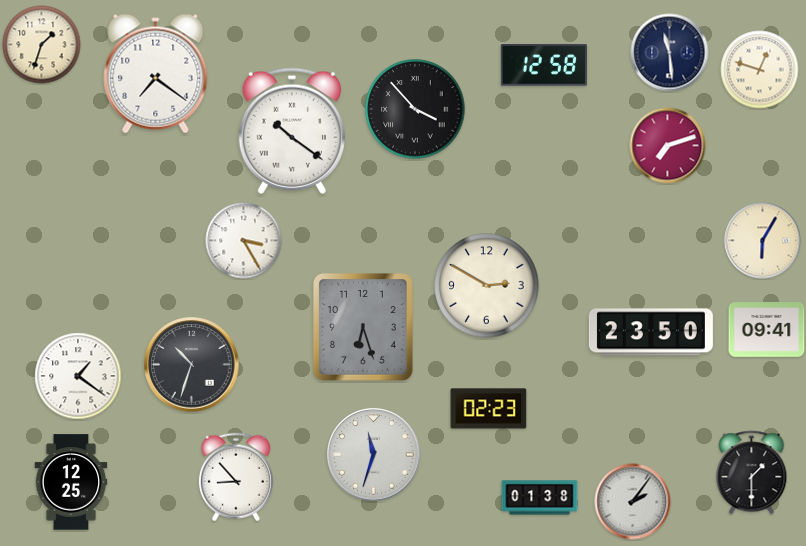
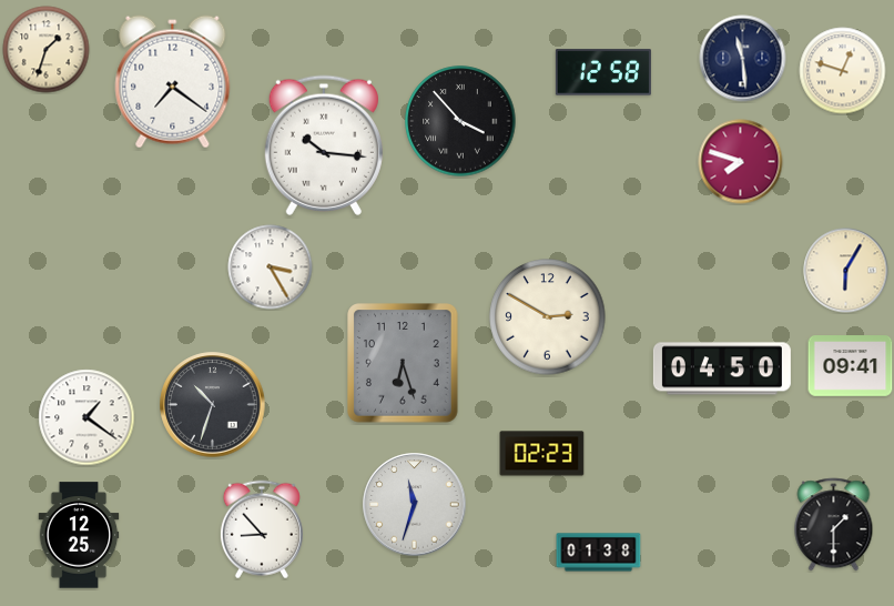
clock at (760, 70) position: (760, 70) -> (843, 71)
clock at (292, 131): 10:21 -> 10:16
clock at (668, 146): 7:12 -> 7:48
clock at (763, 241) position: (763, 241) -> (846, 271)
clock at (487, 286) position: (487, 286) -> (548, 317)
clock at (651, 332): 23:50 -> 04:50
clock at (633, 502): 2:06 -> none
